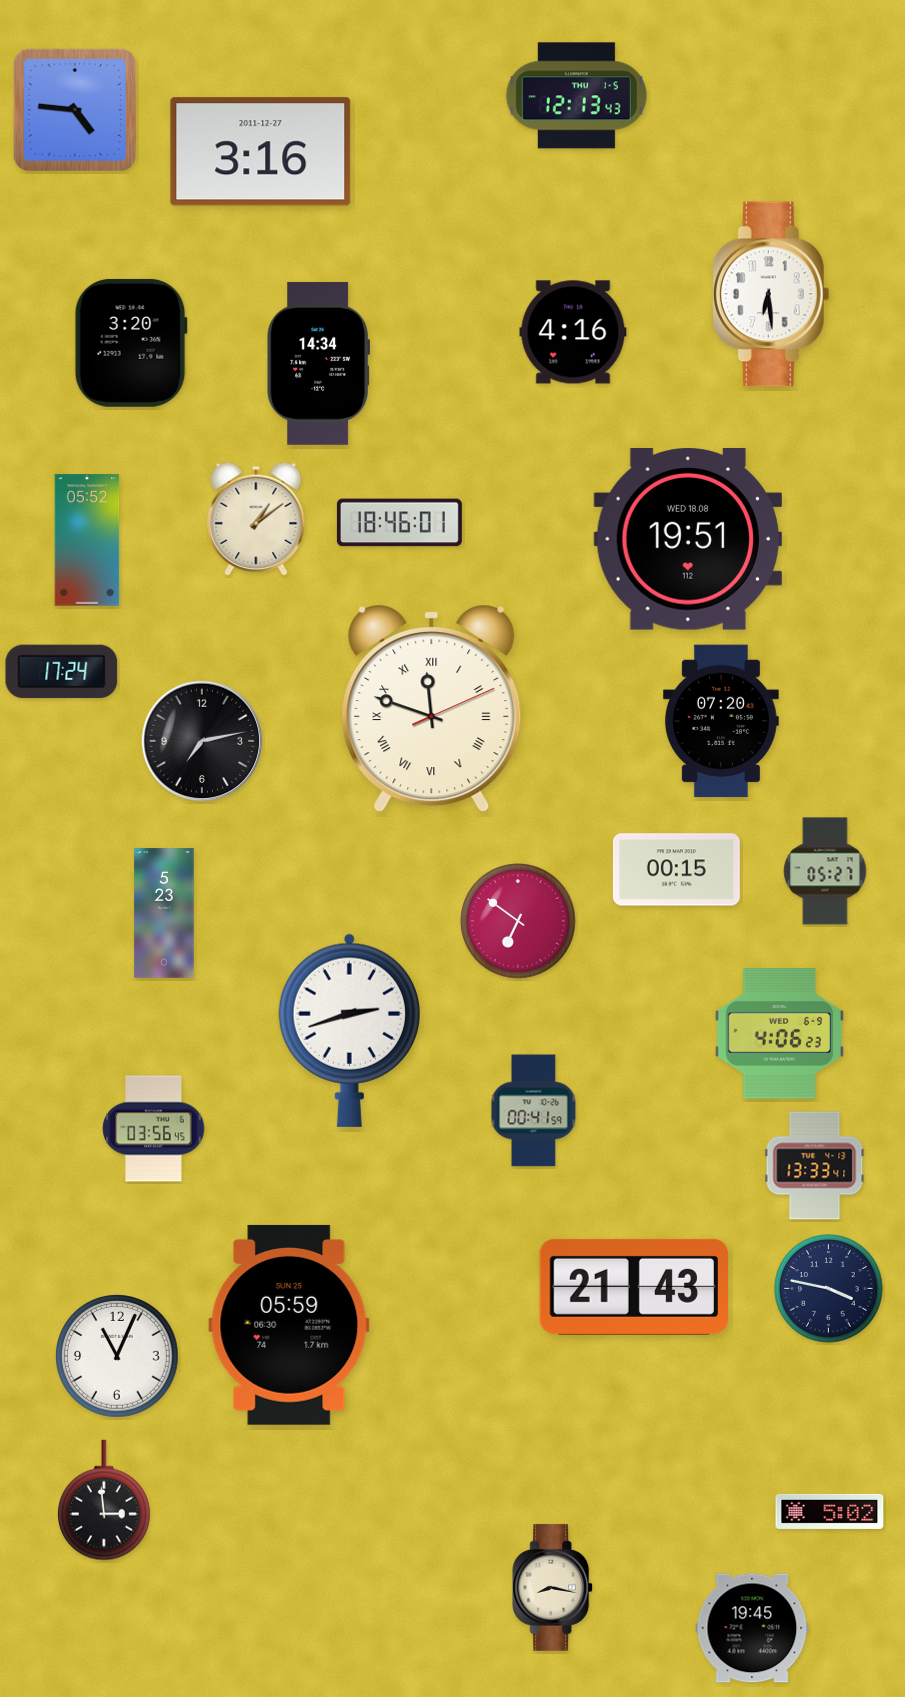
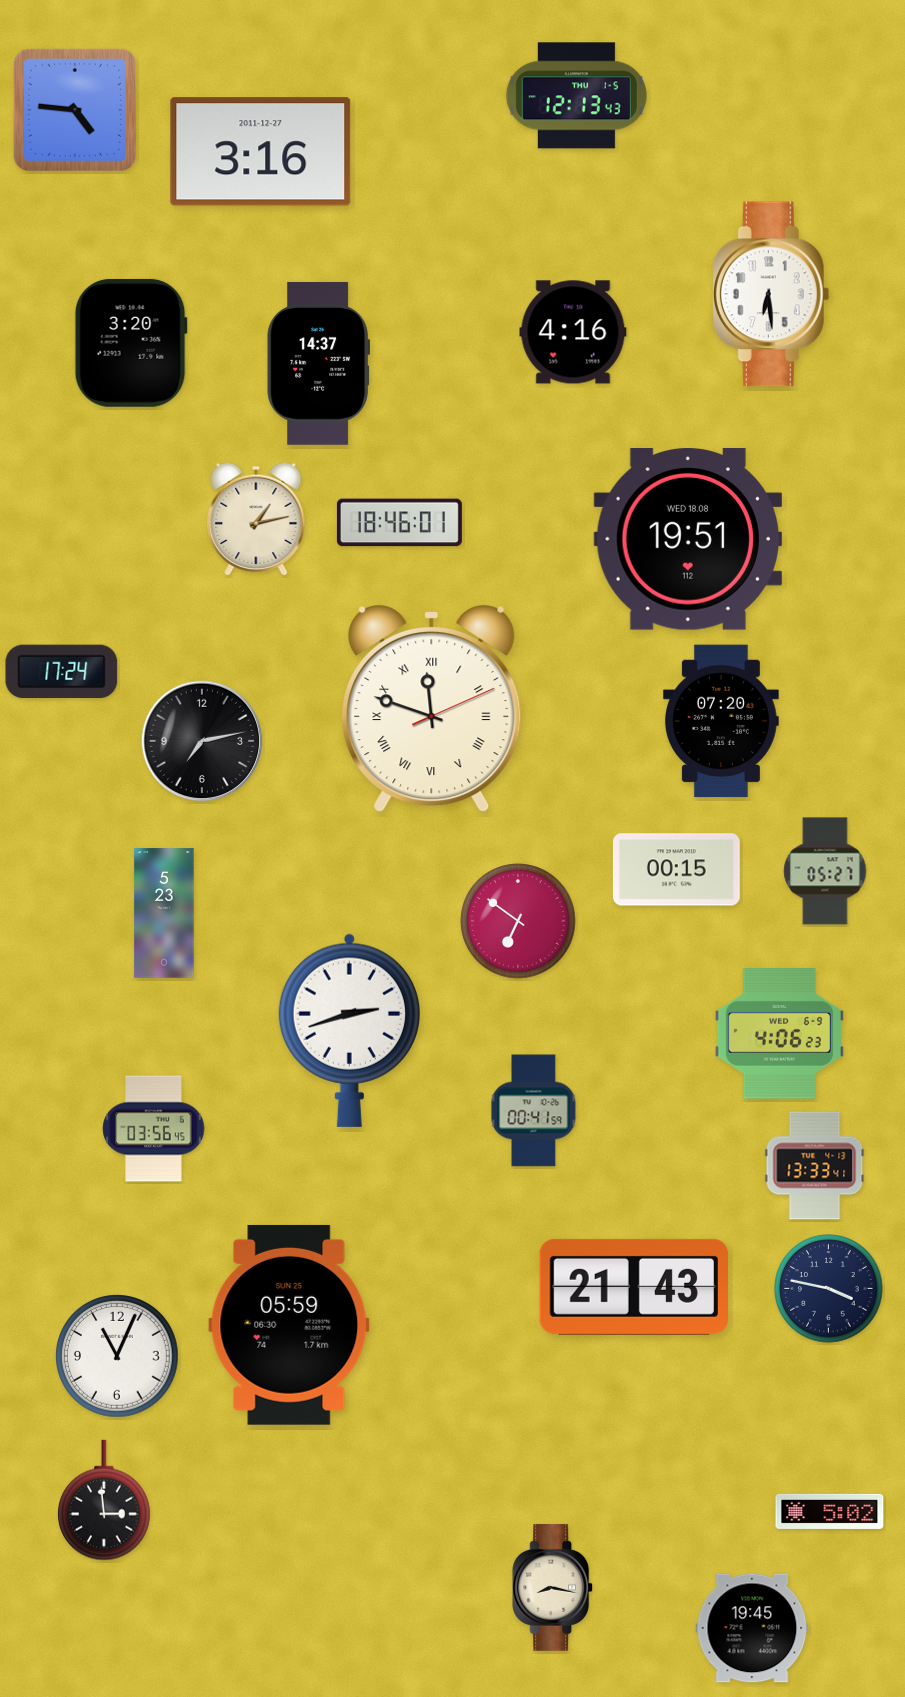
clock at (318, 363): 14:34 -> 14:37
clock at (256, 519): 1:09 -> 1:13
clock at (87, 540): 05:52 -> none
